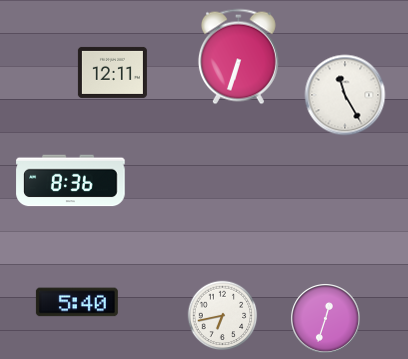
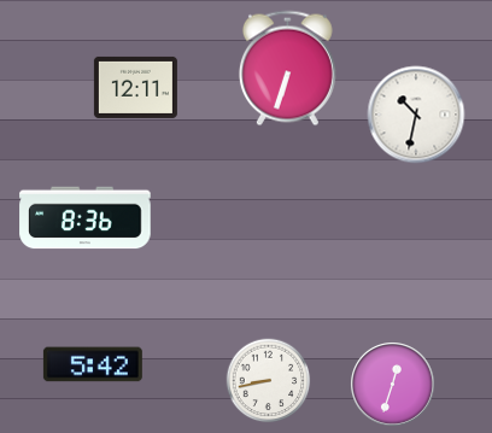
clock at (345, 95): 11:25 -> 10:32
clock at (77, 302): 5:40 -> 5:42
clock at (223, 316): 6:43 -> 8:43
